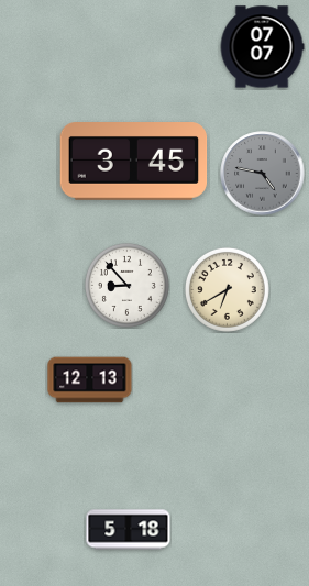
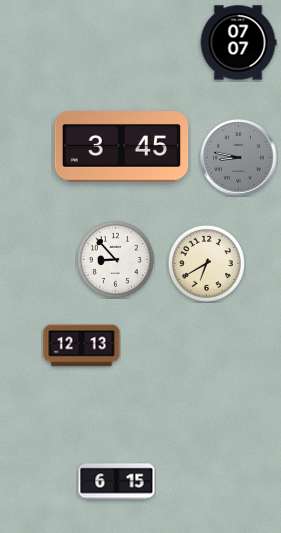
clock at (263, 174): 4:47 -> 8:47
clock at (129, 530): 5:18 -> 6:15
